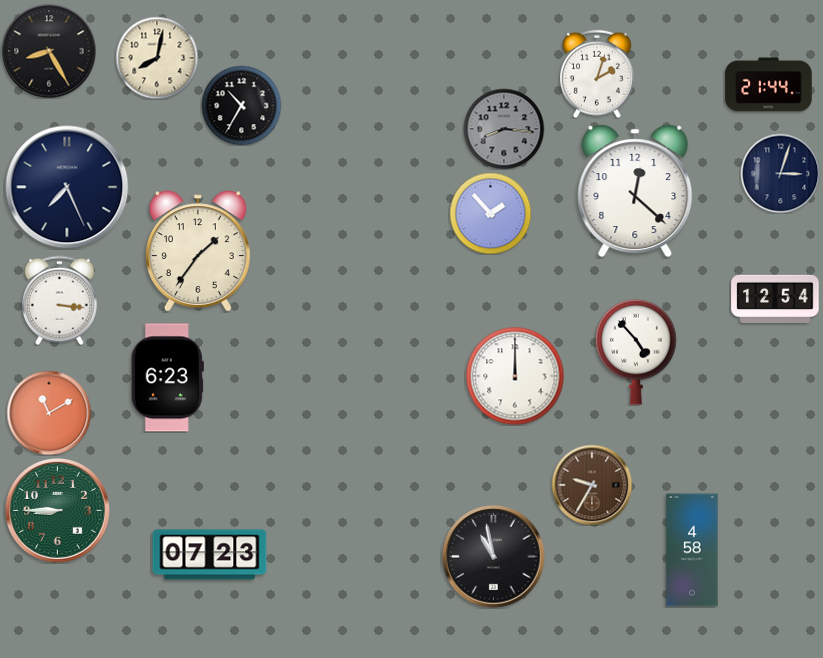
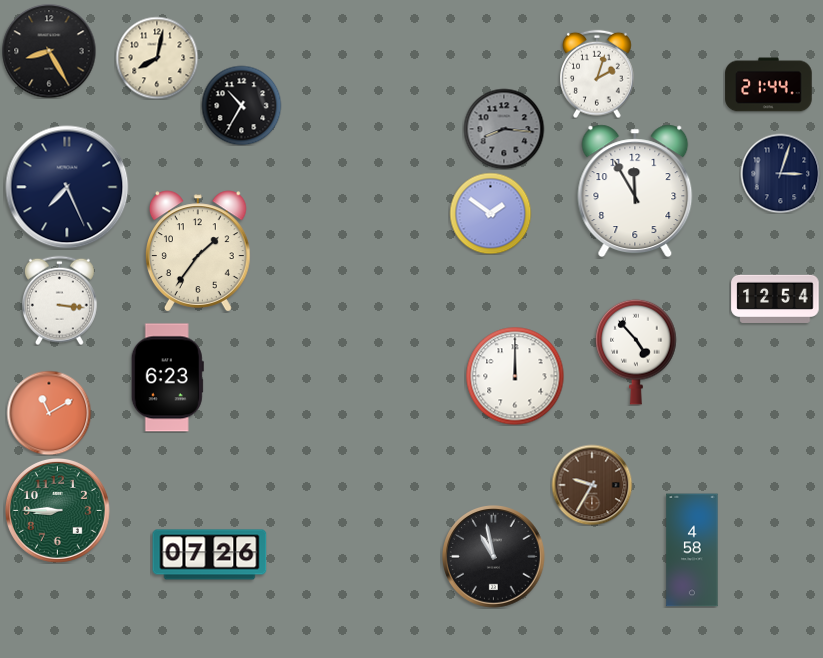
clock at (635, 190): 12:22 -> 11:55
clock at (490, 213): 1:53 -> 1:51
clock at (210, 555): 07:23 -> 07:26
